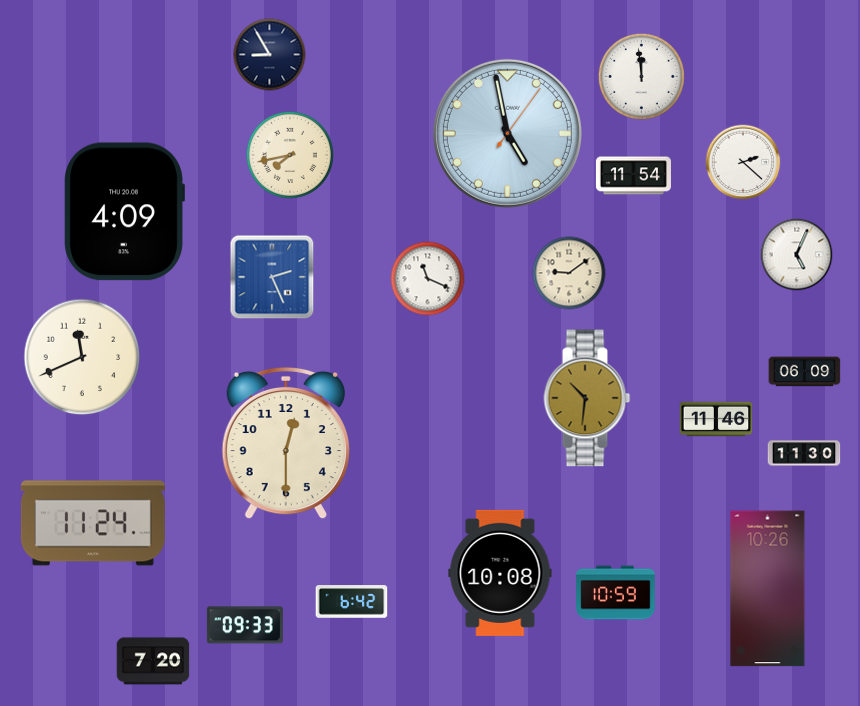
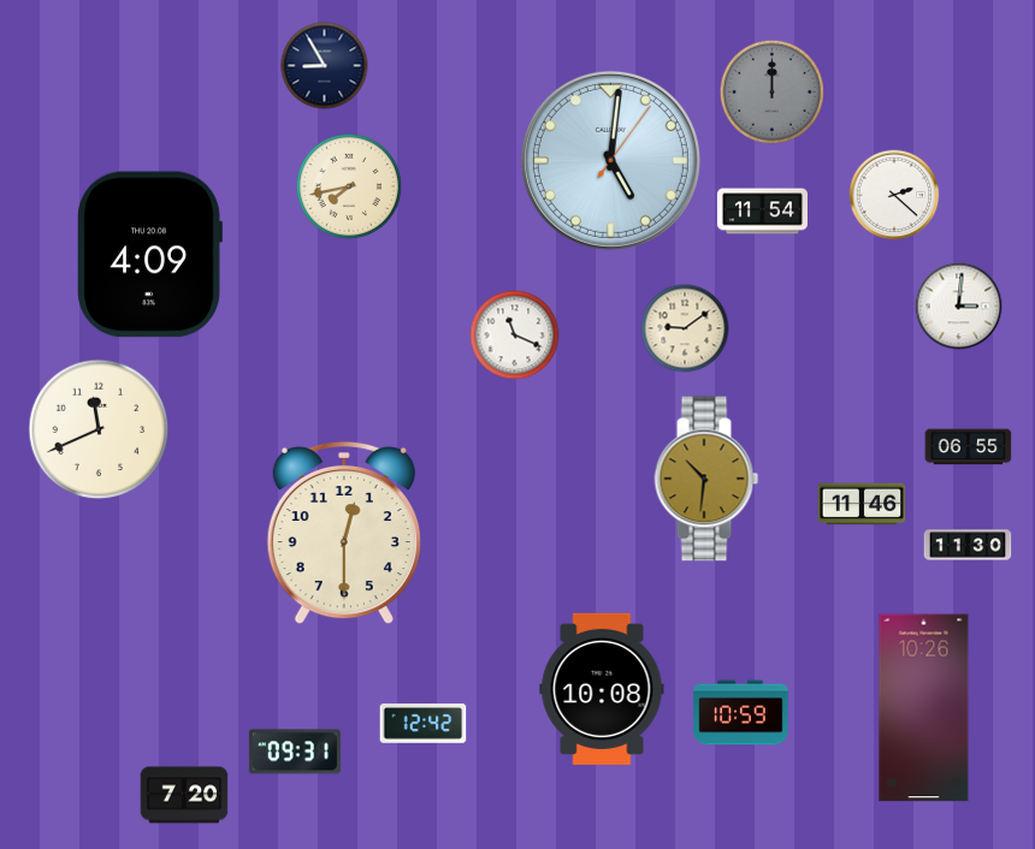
clock at (641, 76): 11:59 -> 12:00
clock at (641, 76) dial: white -> grey
clock at (507, 133): 4:58 -> 5:01
clock at (797, 255): 5:04 -> 3:01
clock at (272, 277): 2:26 -> none
clock at (805, 372): 06:09 -> 06:55
clock at (93, 523): 11:24 -> none
clock at (352, 602): 6:42 -> 12:42
clock at (245, 625): 09:33 -> 09:31
